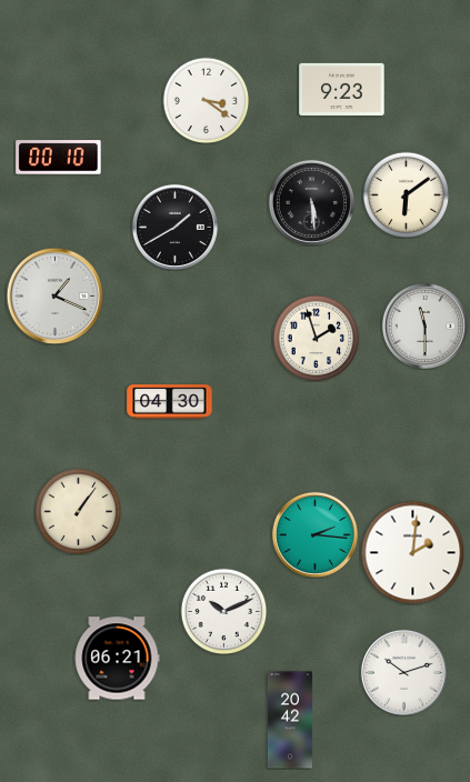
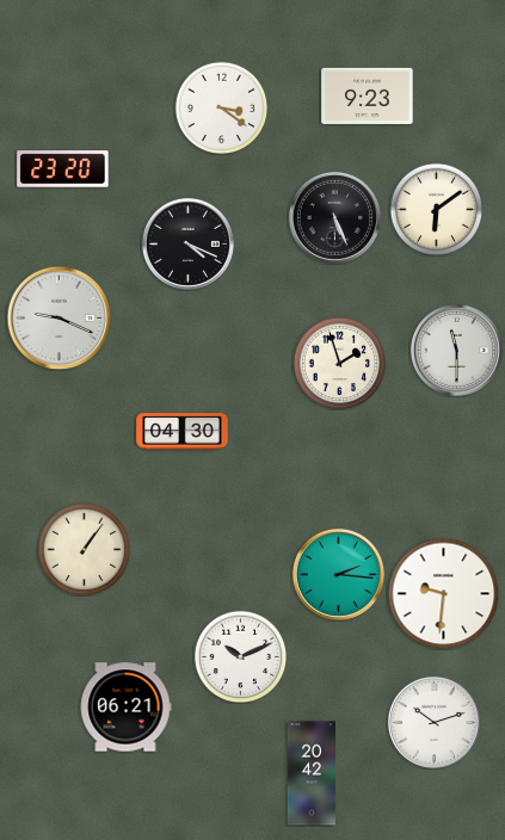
clock at (59, 158): 00:10 -> 23:20
clock at (311, 202): 5:29 -> 5:26
clock at (174, 227): 1:40 -> 4:19
clock at (54, 295): 1:19 -> 9:19
clock at (412, 552): 2:01 -> 9:31
